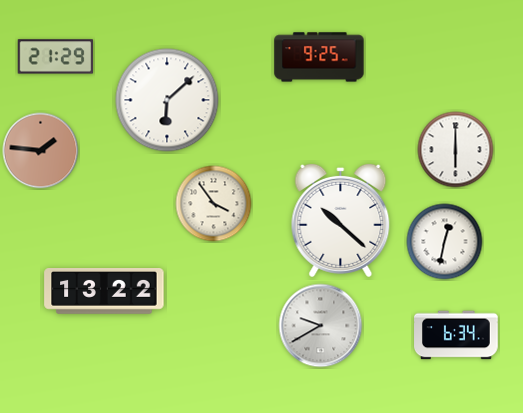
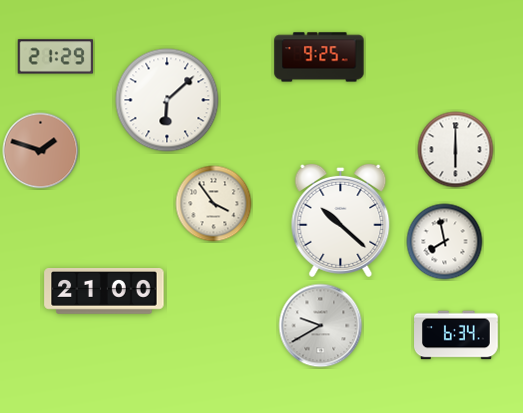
clock at (41, 151): 1:46 -> 1:48
clock at (445, 242): 12:32 -> 7:58
clock at (104, 292): 13:22 -> 21:00
